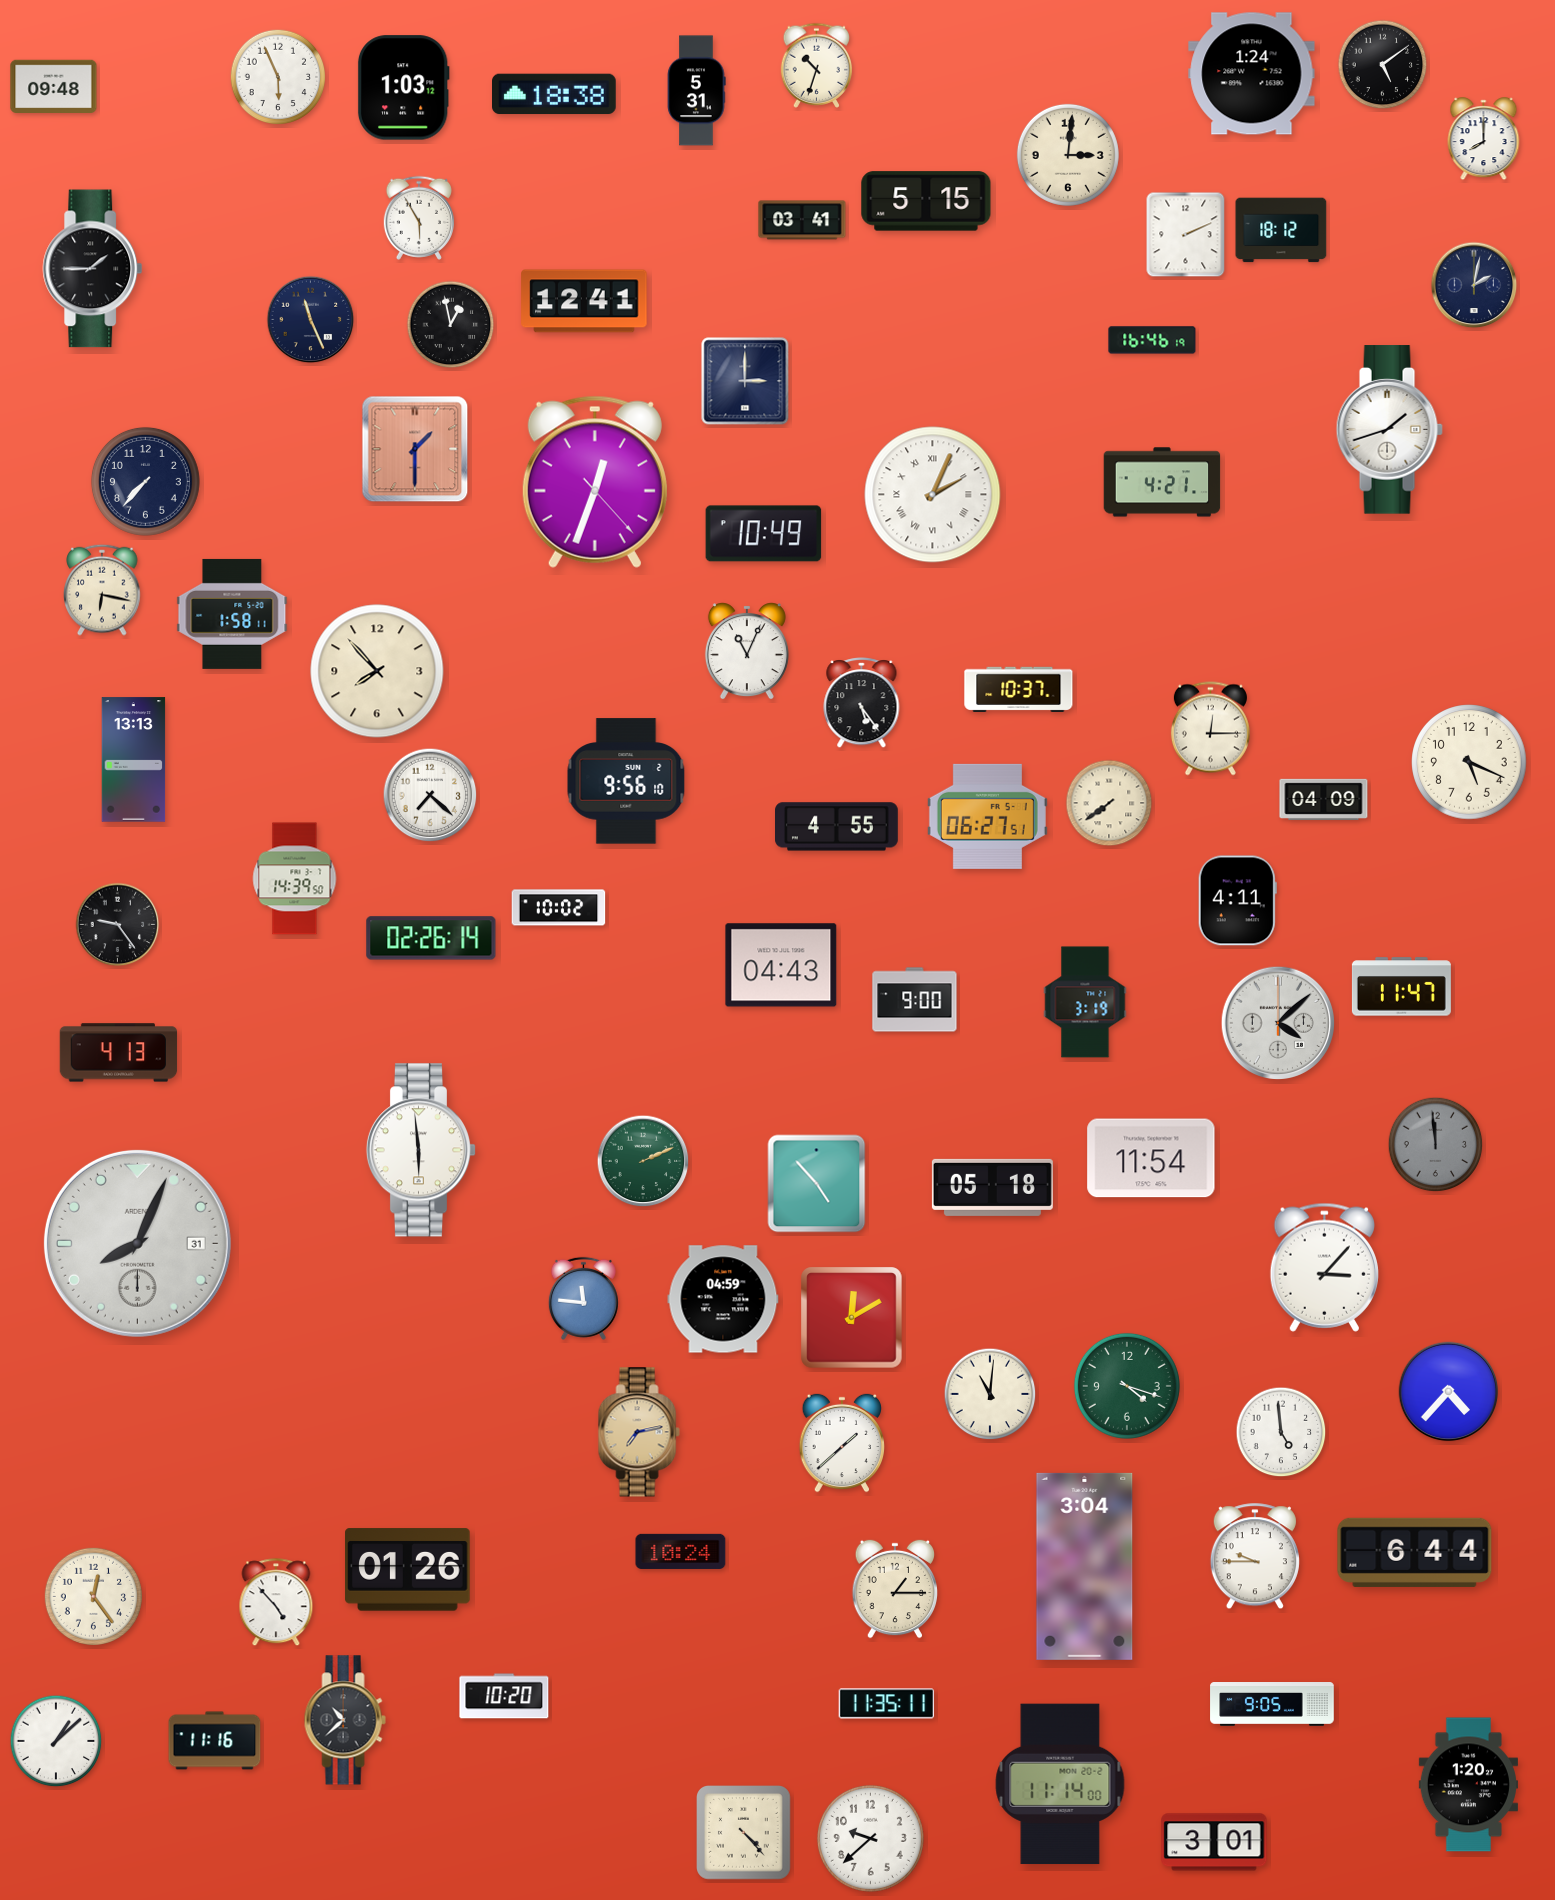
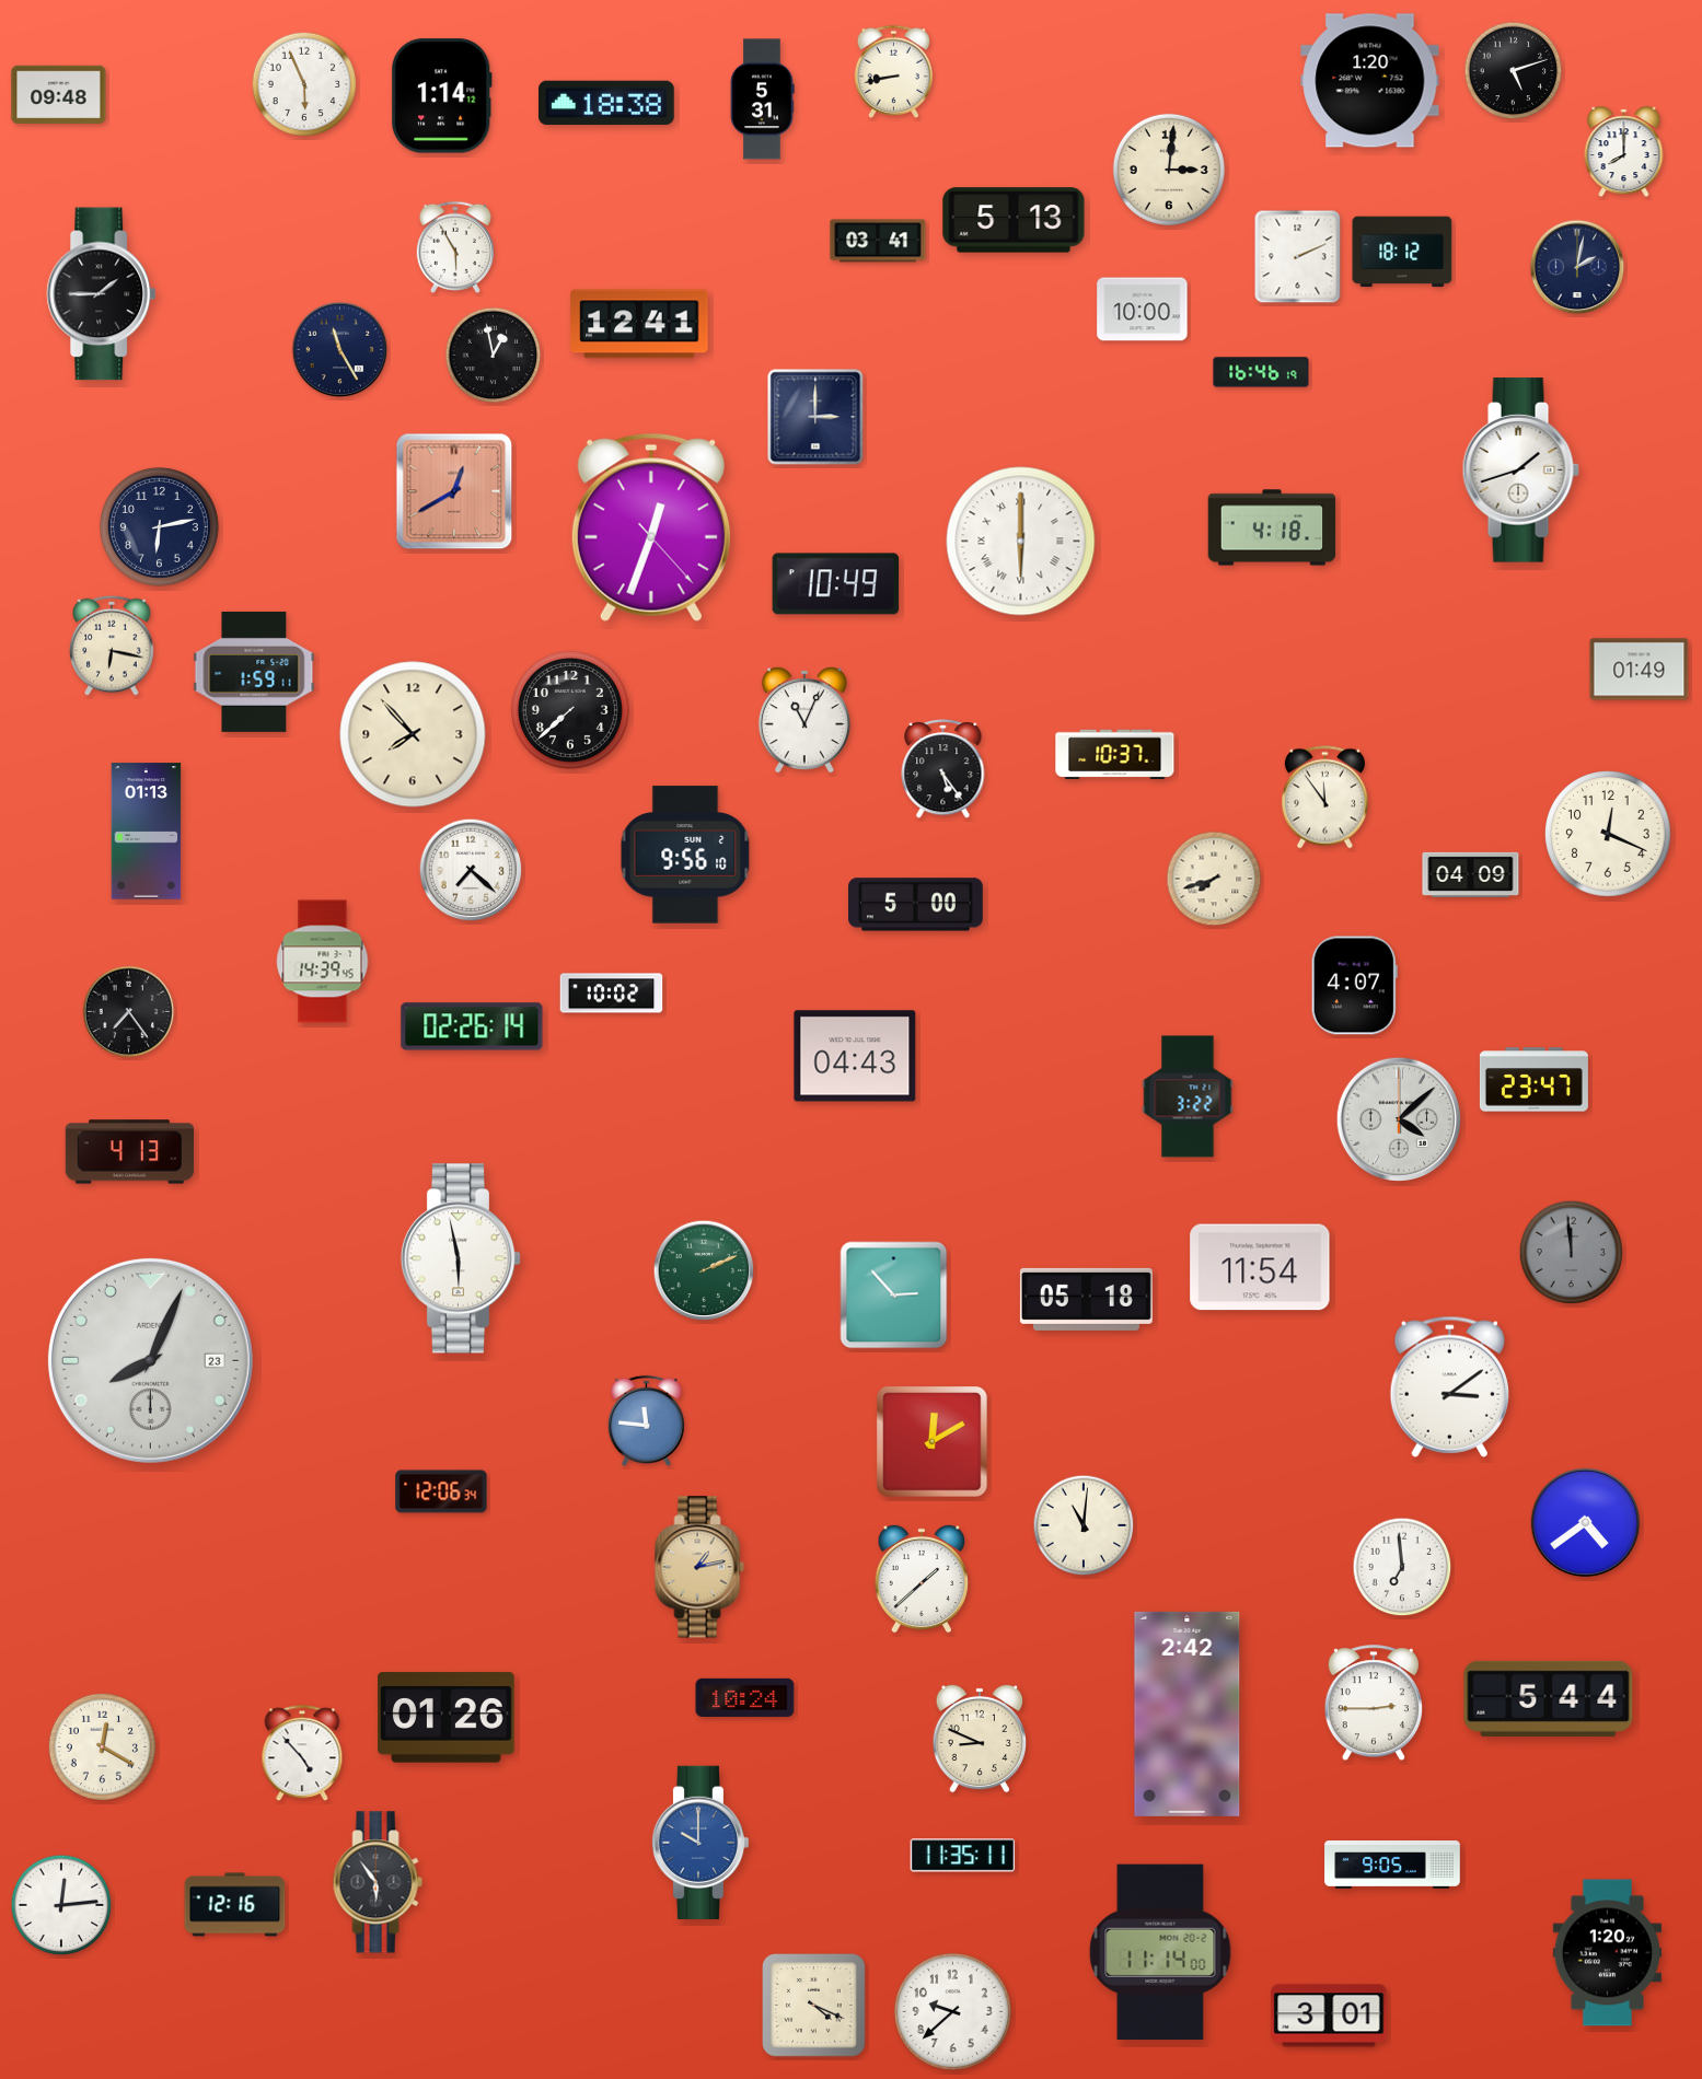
clock at (817, 65): 10:33 -> 8:43
clock at (1383, 65): 5:09 -> 5:12
clock at (1252, 74): 1:24 -> 1:20
clock at (403, 88): 1:03 -> 1:14
clock at (926, 201): 5:15 -> 5:13
clock at (419, 218) position: (419, 218) -> (455, 247)
clock at (1143, 310): none -> 10:00
clock at (1474, 285) position: (1474, 285) -> (1577, 267)
clock at (584, 301) position: (584, 301) -> (639, 324)
clock at (311, 320): 11:26 -> 11:25
clock at (415, 449): 1:30 -> 12:40
clock at (145, 481): 7:37 -> 6:13
clock at (1162, 482): 4:21 -> 4:18
clock at (933, 495): 2:04 -> 6:00
clock at (1640, 670): none -> 01:49
clock at (232, 614): 1:58 -> 1:59
clock at (570, 710): none -> 7:38
clock at (747, 651) position: (747, 651) -> (804, 720)
clock at (1210, 729): 12:15 -> 11:54
clock at (134, 760): 13:13 -> 01:13
clock at (1469, 762): 5:19 -> 12:19
clock at (1324, 799) position: (1324, 799) -> (1471, 874)
clock at (1109, 803): 7:39 -> 7:42
clock at (987, 816): 06:27 -> none
clock at (837, 827): 4:55 -> 5:00
clock at (295, 879): 14:39:50 -> 14:39:45
clock at (1237, 901): 4:11 -> 4:07
clock at (118, 925): 9:24 -> 7:24
clock at (1401, 987): 11:47 -> 23:47
clock at (915, 1000): 9:00 -> none
clock at (1085, 1002): 3:19 -> 3:22
clock at (421, 1150): 5:59 -> 5:58
clock at (817, 1184): 4:53 -> 2:53
clock at (137, 1243) date: 31 -> 23
clock at (1324, 1267): 3:07 -> 3:09
clock at (583, 1298) position: (583, 1298) -> (646, 1420)
clock at (723, 1299): 04:59 -> none
clock at (441, 1491): none -> 12:06
clock at (1127, 1386): 4:18 -> none
clock at (1449, 1392): 4:37 -> 4:39
clock at (639, 1432): 7:13 -> 1:13
clock at (1281, 1432): 4:59 -> 6:59
clock at (1415, 1552): 6:44 -> 5:44
clock at (1255, 1557): 9:45 -> 2:45
clock at (1085, 1566): 3:04 -> 2:42
clock at (894, 1589): 1:15 -> 8:49
clock at (93, 1596): 12:24 -> 12:20
clock at (699, 1843): none -> 10:00
clock at (504, 1696): 10:20 -> none
clock at (887, 1704) position: (887, 1704) -> (963, 1856)
clock at (345, 1720): 10:38 -> 5:54
clock at (56, 1741): 1:08 -> 12:14
clock at (215, 1741): 11:16 -> 12:16
clock at (744, 1833): 4:23 -> 4:19
